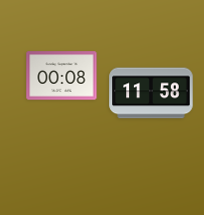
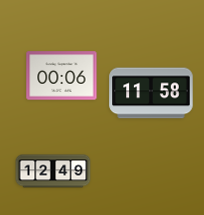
clock at (62, 76): 00:08 -> 00:06
clock at (53, 171): none -> 12:49
